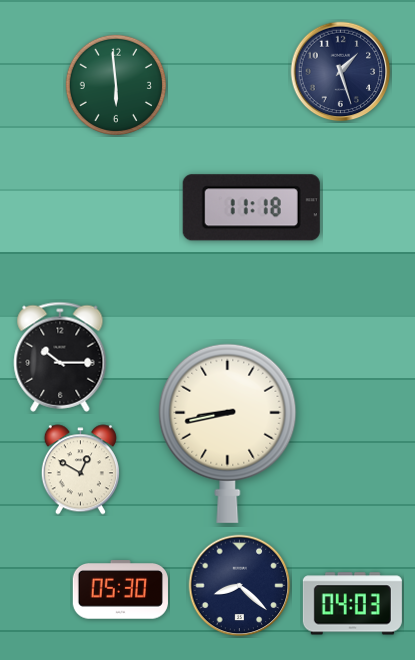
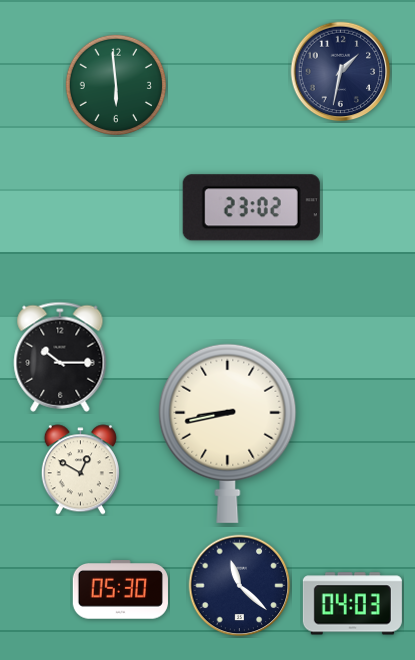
clock at (341, 72): 1:27 -> 1:32
clock at (251, 208): 11:18 -> 23:02
clock at (240, 586): 8:22 -> 11:22
